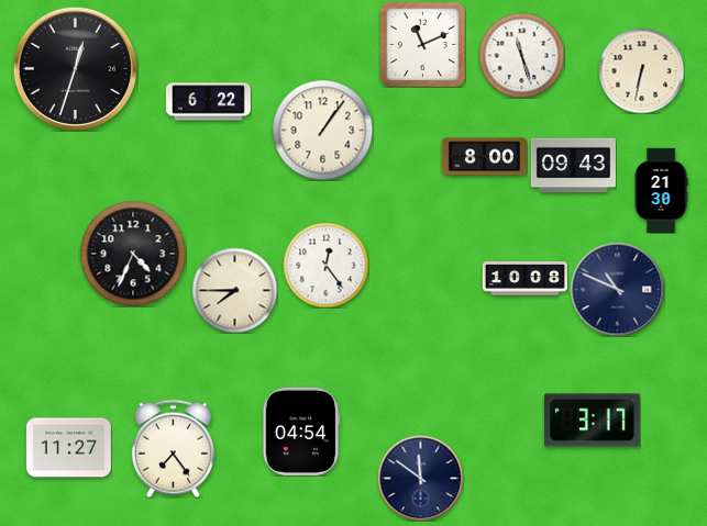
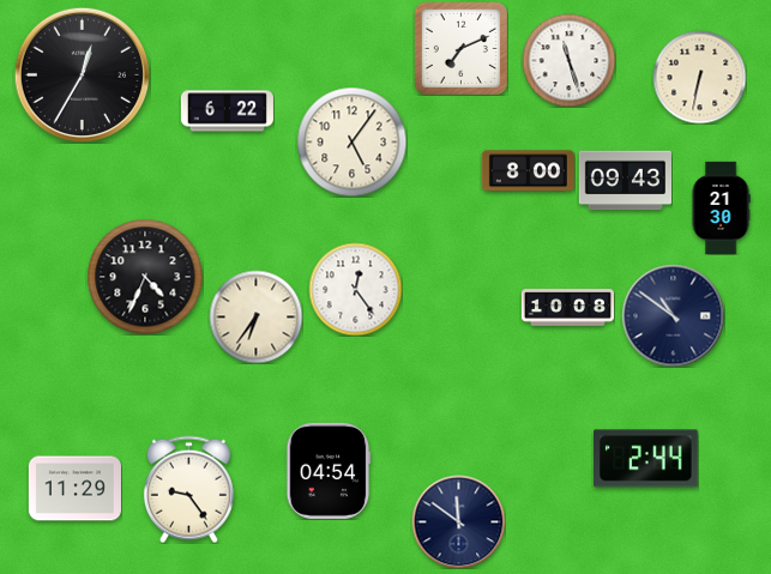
clock at (422, 44): 11:11 -> 7:11
clock at (75, 68): 12:33 -> 12:35
clock at (322, 130): 1:06 -> 5:06
clock at (524, 279) position: (524, 279) -> (567, 308)
clock at (617, 289): 10:49 -> 10:51
clock at (234, 290): 7:45 -> 6:36
clock at (593, 421): 3:17 -> 2:44
clock at (68, 448): 11:27 -> 11:29
clock at (173, 448): 7:24 -> 9:24
